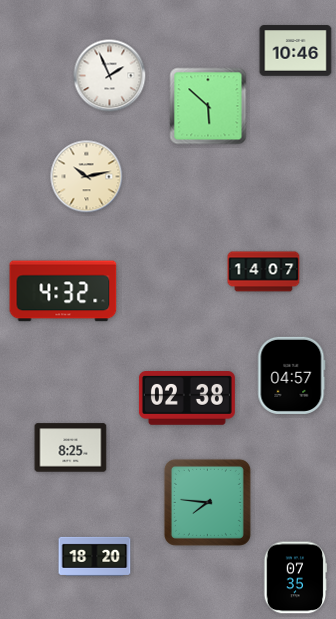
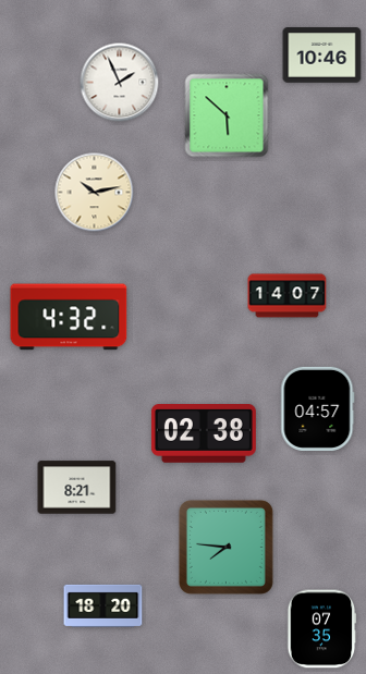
clock at (71, 448): 8:25 -> 8:21
